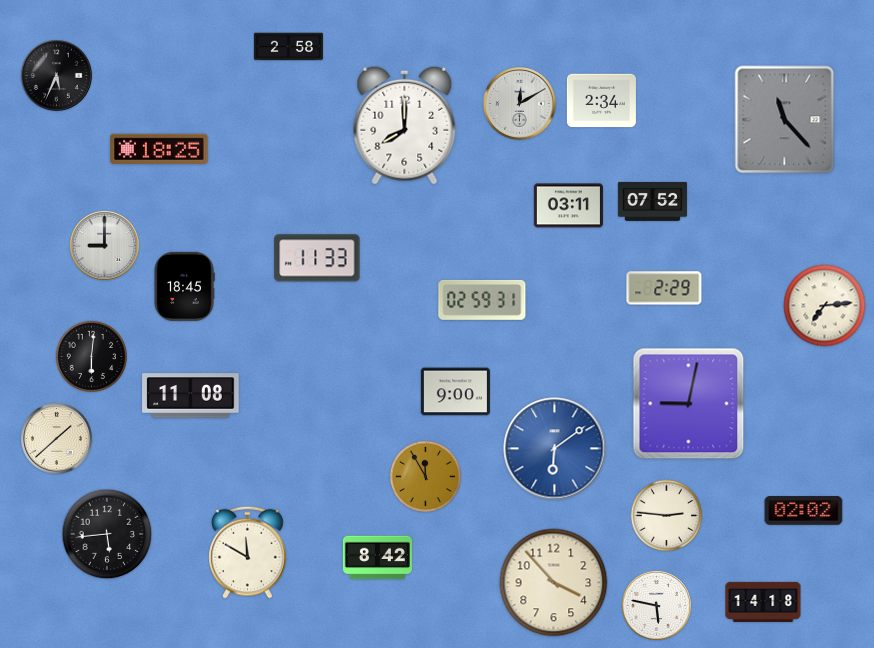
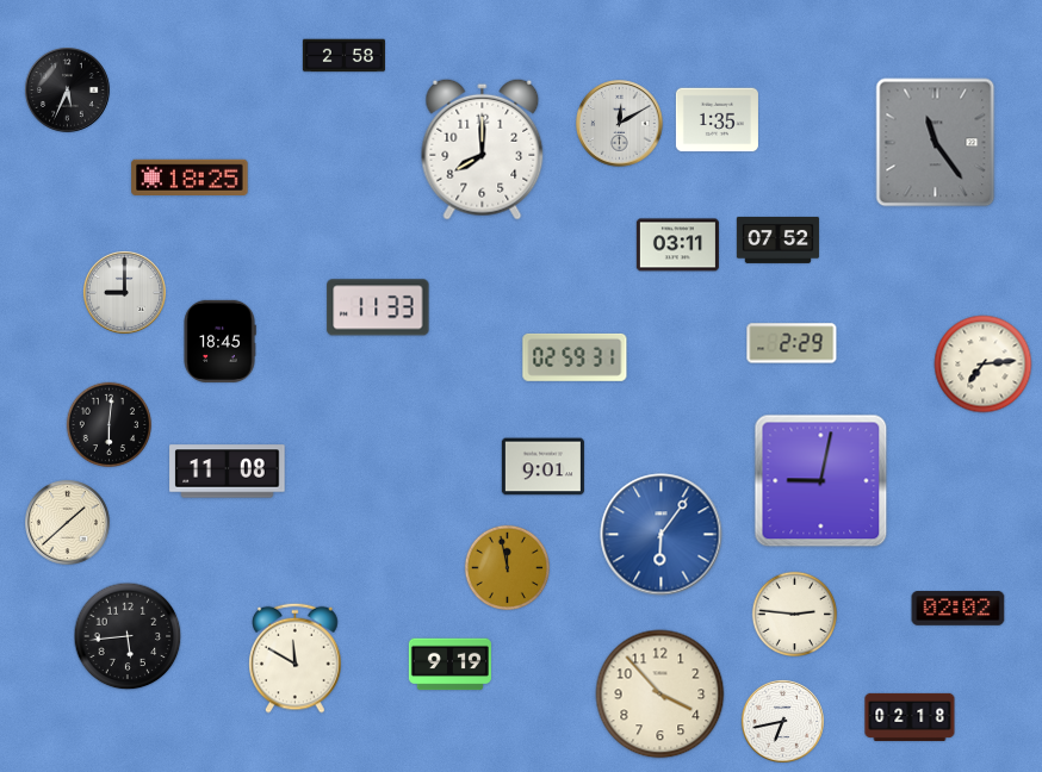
clock at (601, 101): 2:34 -> 1:35
clock at (785, 120): 11:23 -> 11:24
clock at (455, 392): 9:00 -> 9:01
clock at (555, 449): 6:09 -> 6:06
clock at (426, 477): 11:55 -> 11:58
clock at (377, 558): 8:42 -> 9:19
clock at (763, 602): 14:18 -> 02:18
clock at (656, 605): 5:47 -> 6:43
